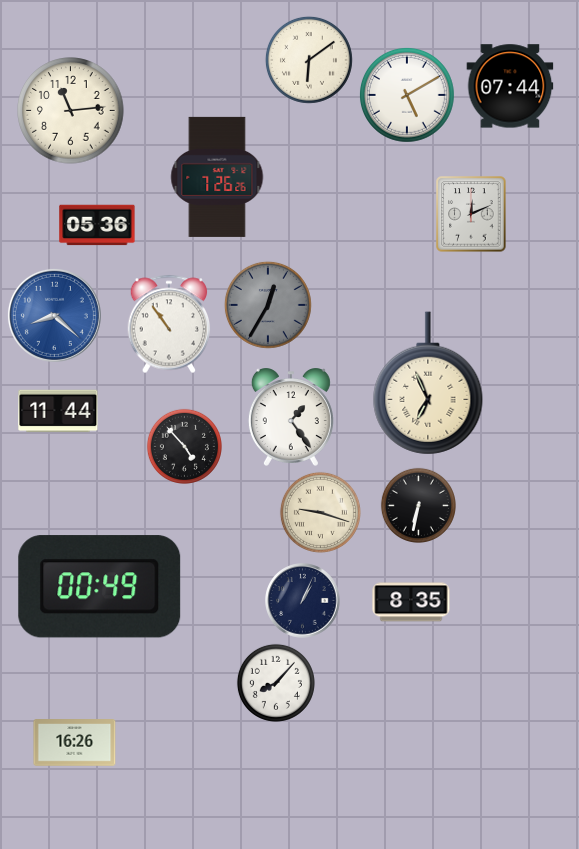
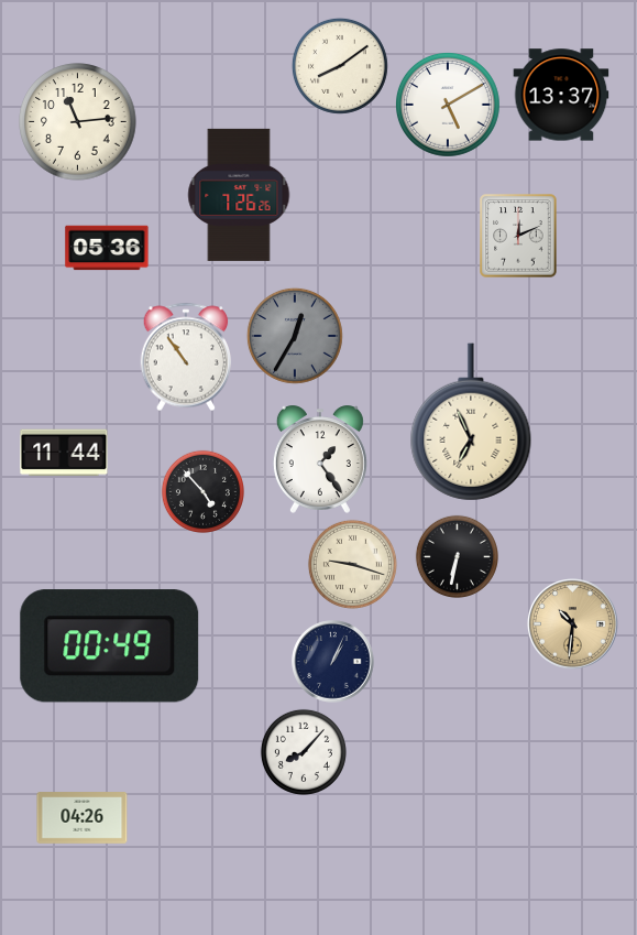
clock at (309, 60): 6:09 -> 8:09
clock at (510, 86): 07:44 -> 13:37
clock at (54, 315): 8:22 -> none
clock at (418, 505) position: (418, 505) -> (457, 556)
clock at (573, 624): none -> 10:31
clock at (411, 602): 8:35 -> none
clock at (75, 743): 16:26 -> 04:26
